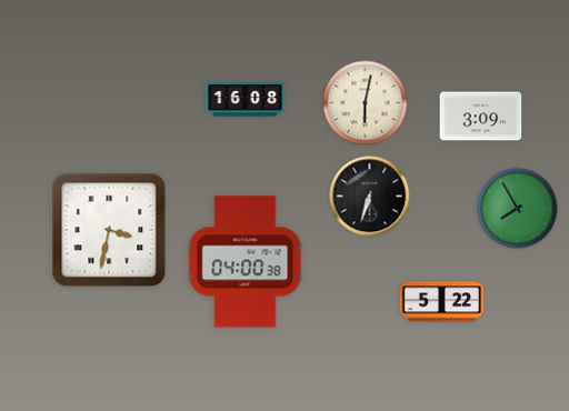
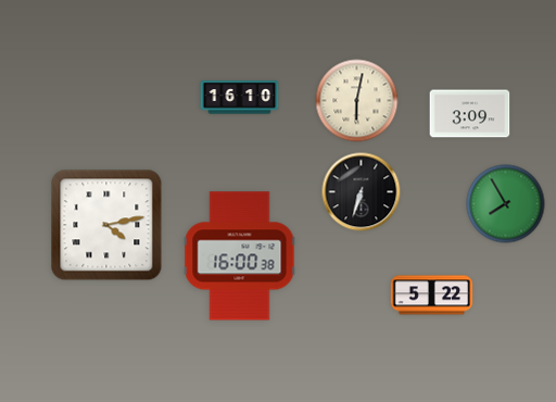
clock at (246, 100): 16:08 -> 16:10
clock at (109, 230): 3:32 -> 4:13
clock at (246, 262): 04:00 -> 16:00
